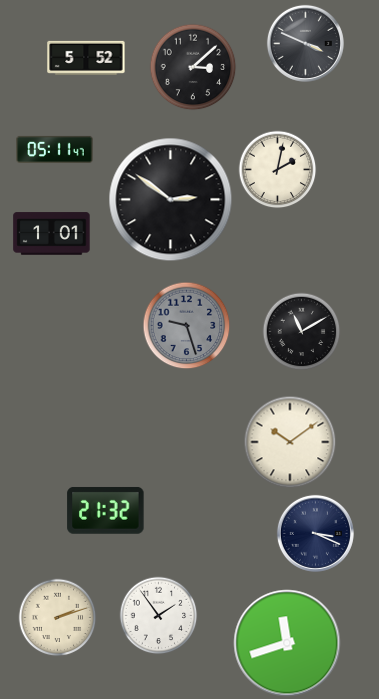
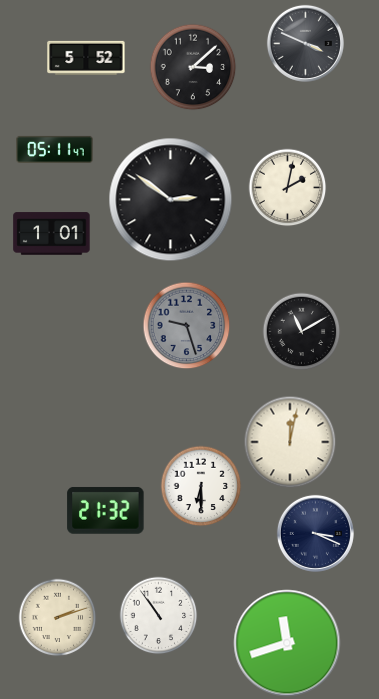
clock at (277, 169) position: (277, 169) -> (287, 187)
clock at (290, 442): 10:09 -> 12:02
clock at (201, 486): none -> 6:30
clock at (158, 615): 1:54 -> 10:54
